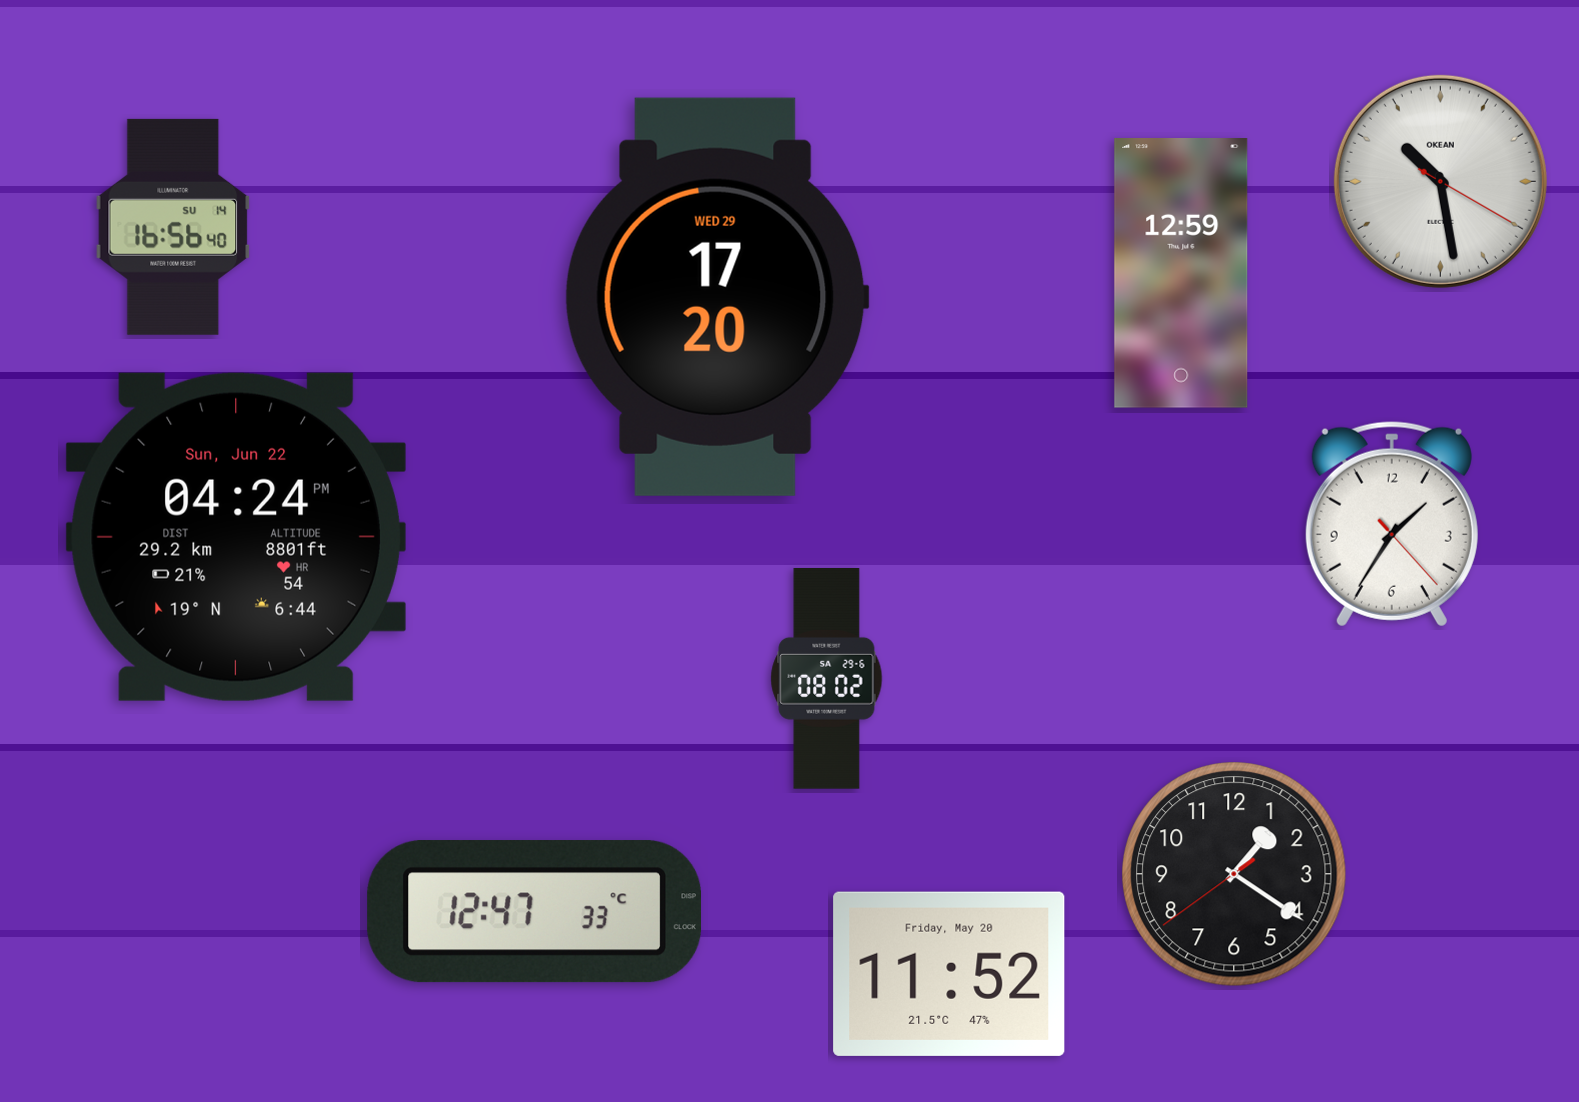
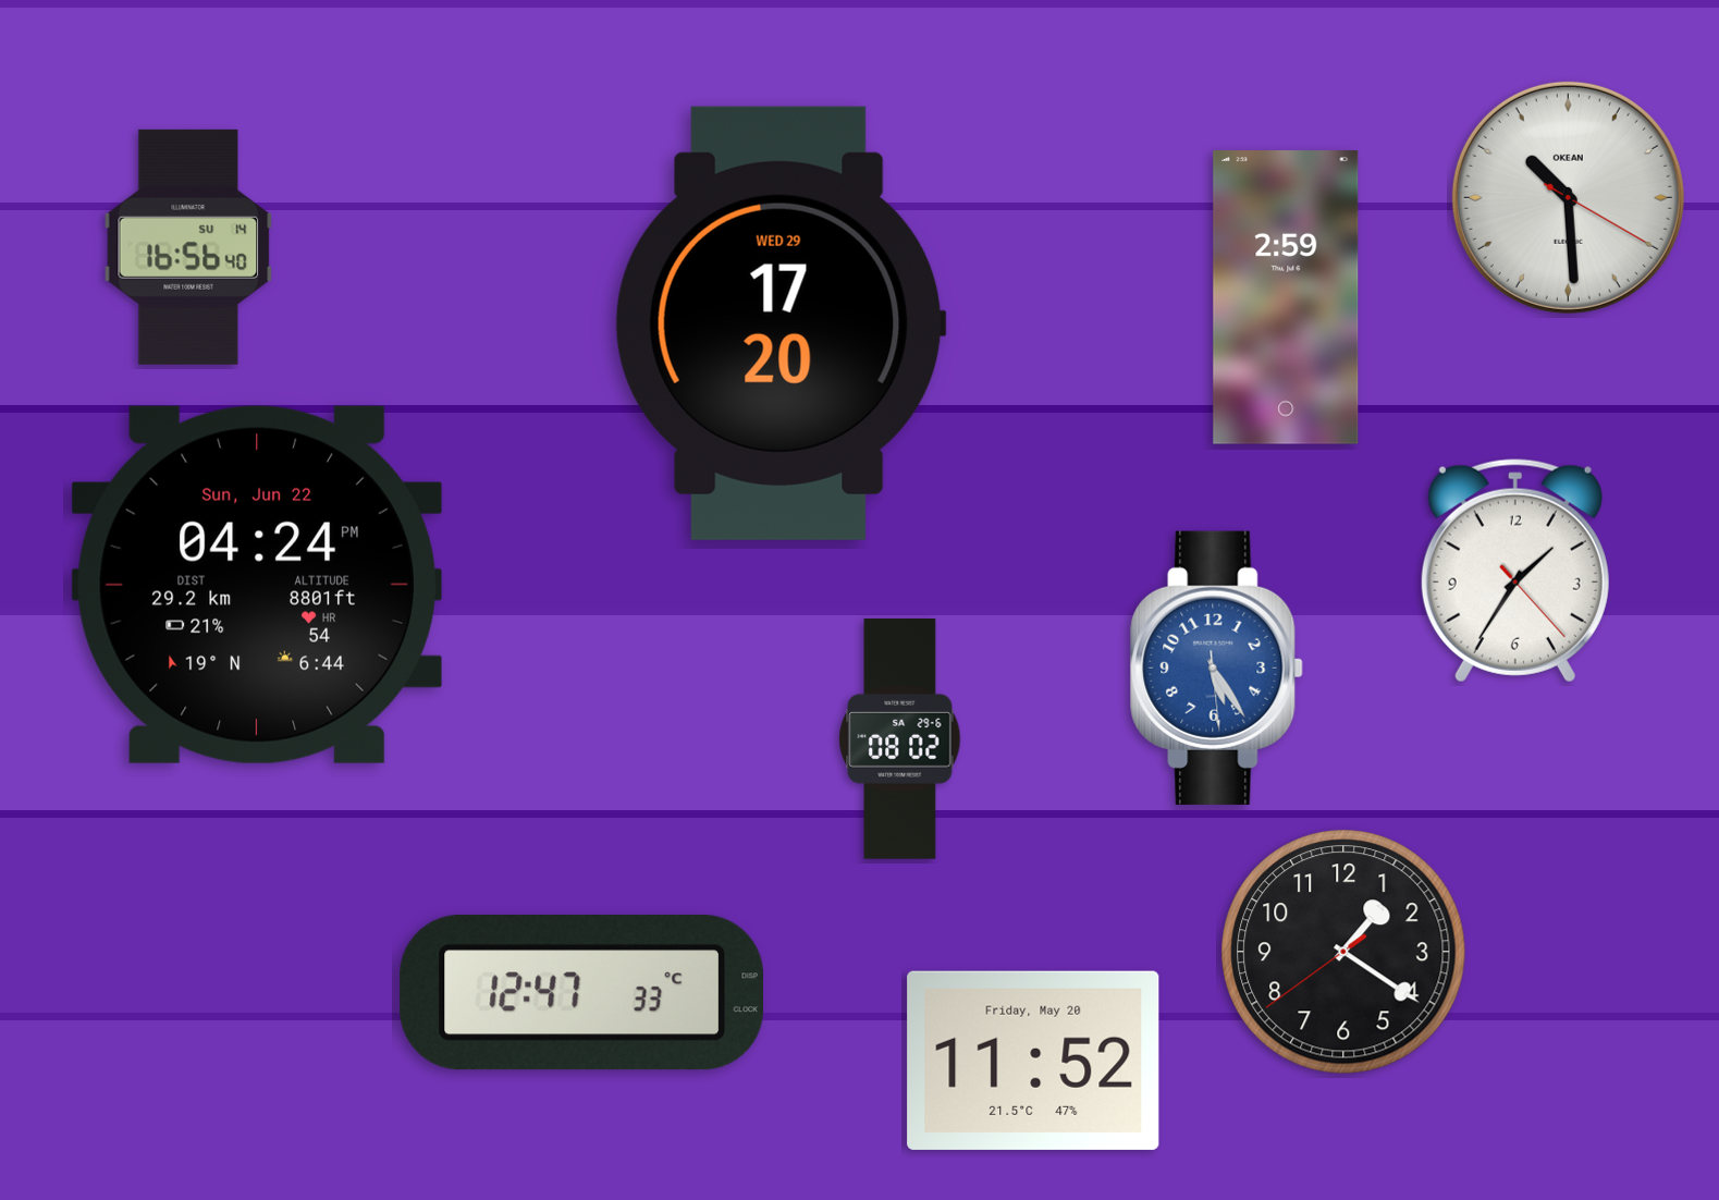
clock at (1440, 181): 10:28 -> 10:29
clock at (1181, 274): 12:59 -> 2:59
clock at (1217, 668): none -> 5:24
